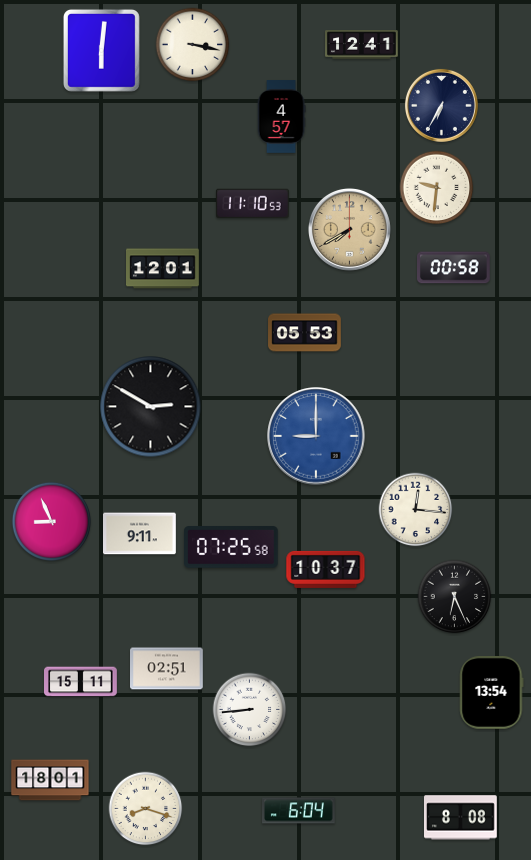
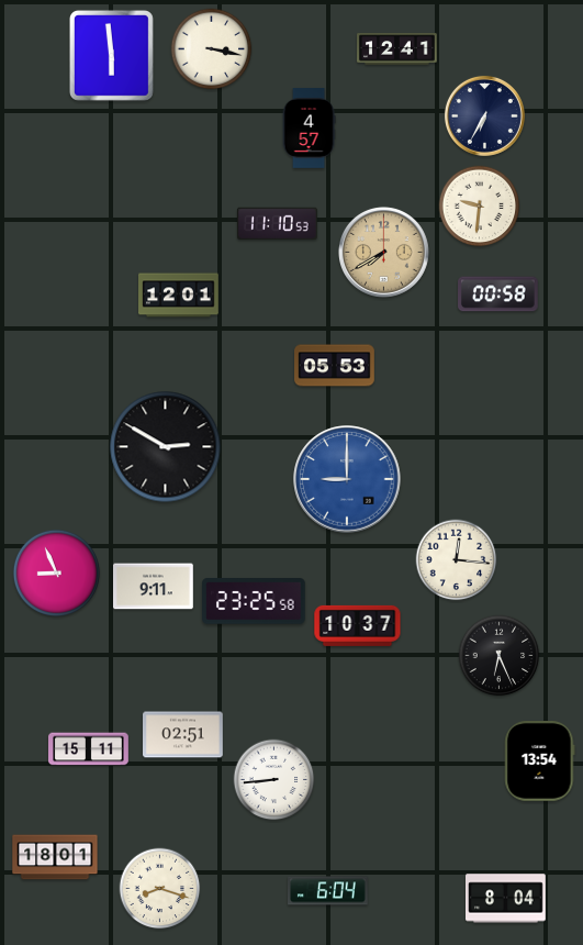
clock at (101, 50): 6:01 -> 5:59
clock at (232, 548): 07:25 -> 23:25
clock at (461, 818): 8:08 -> 8:04
